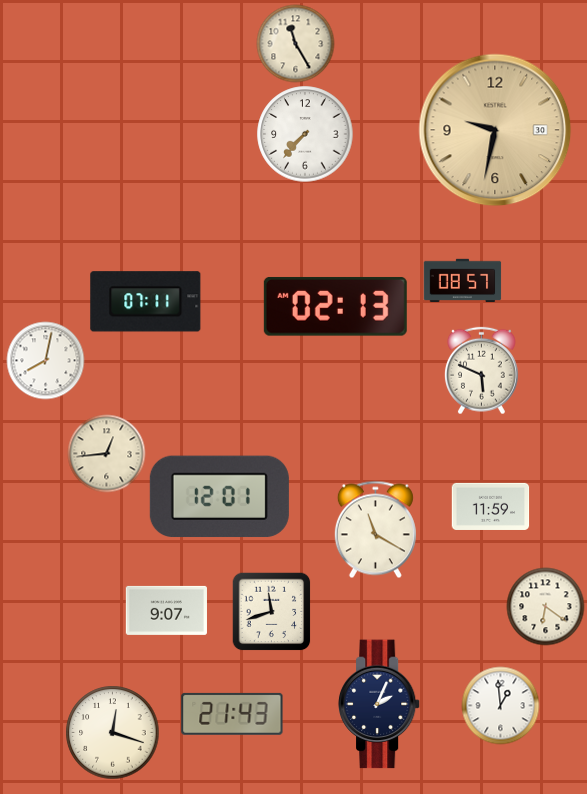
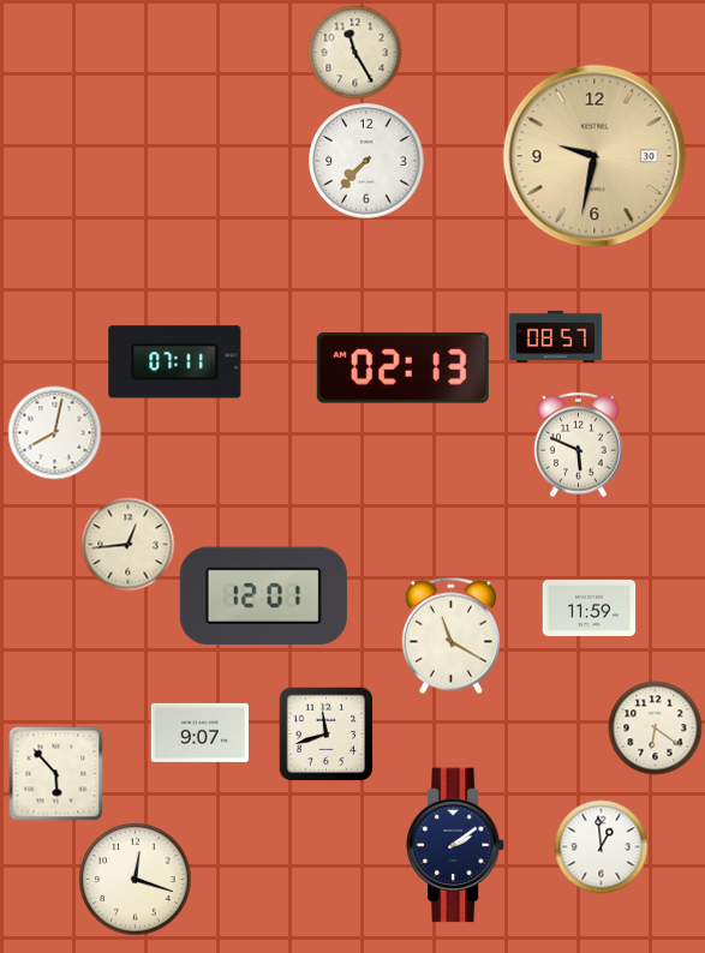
clock at (55, 773): none -> 5:53
clock at (379, 704): 2:04 -> 2:09
clock at (232, 714): 21:43 -> none
